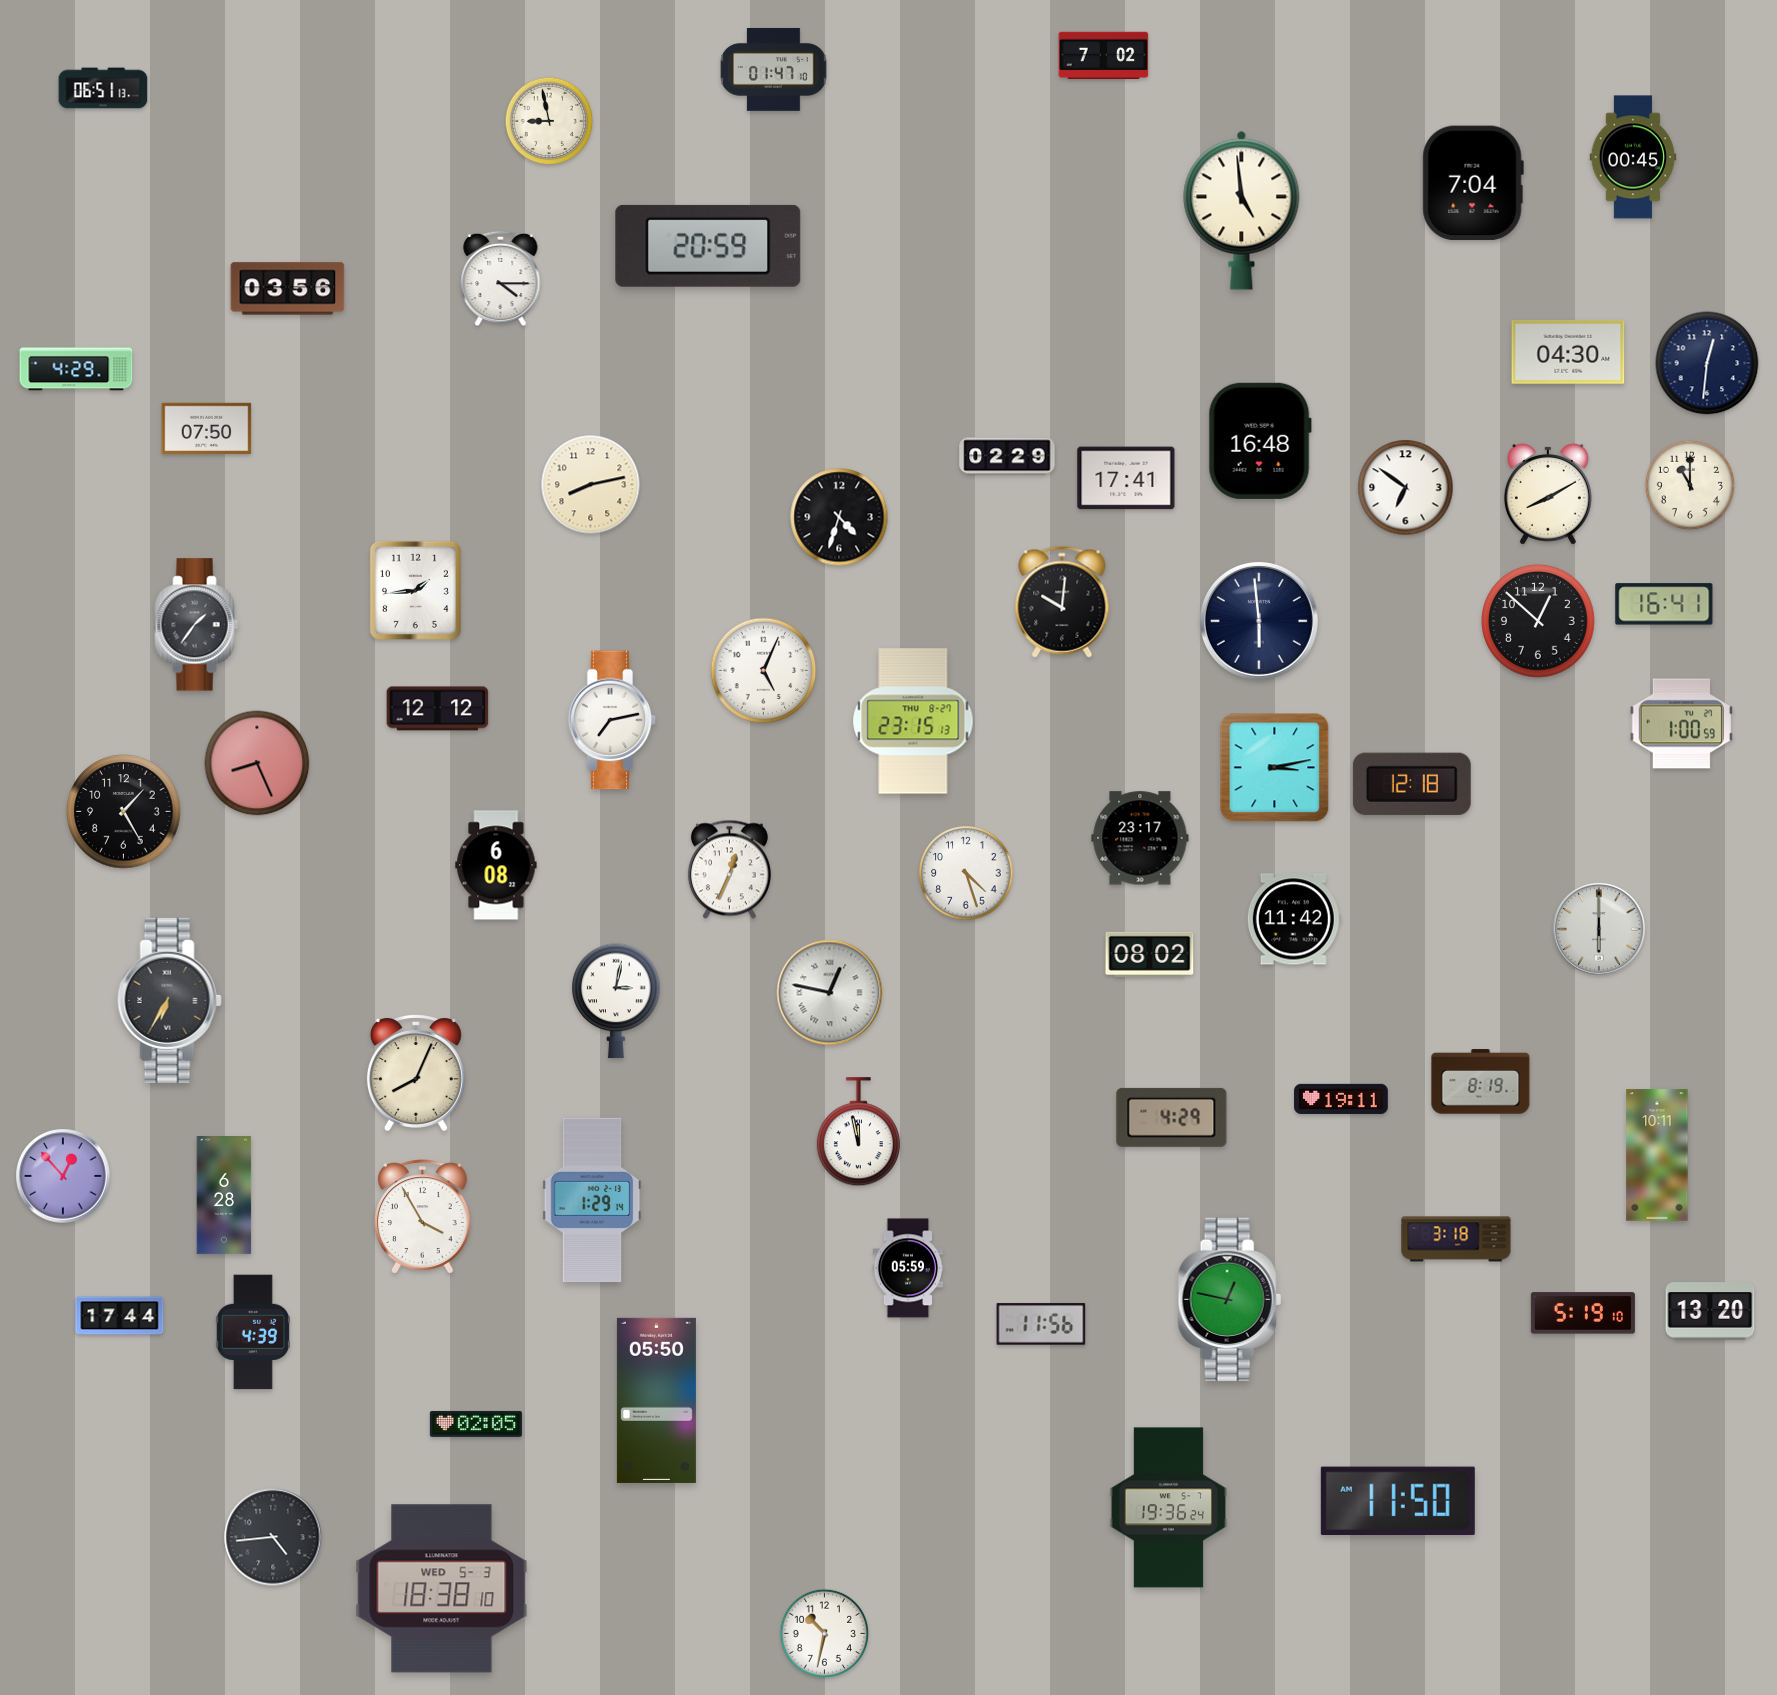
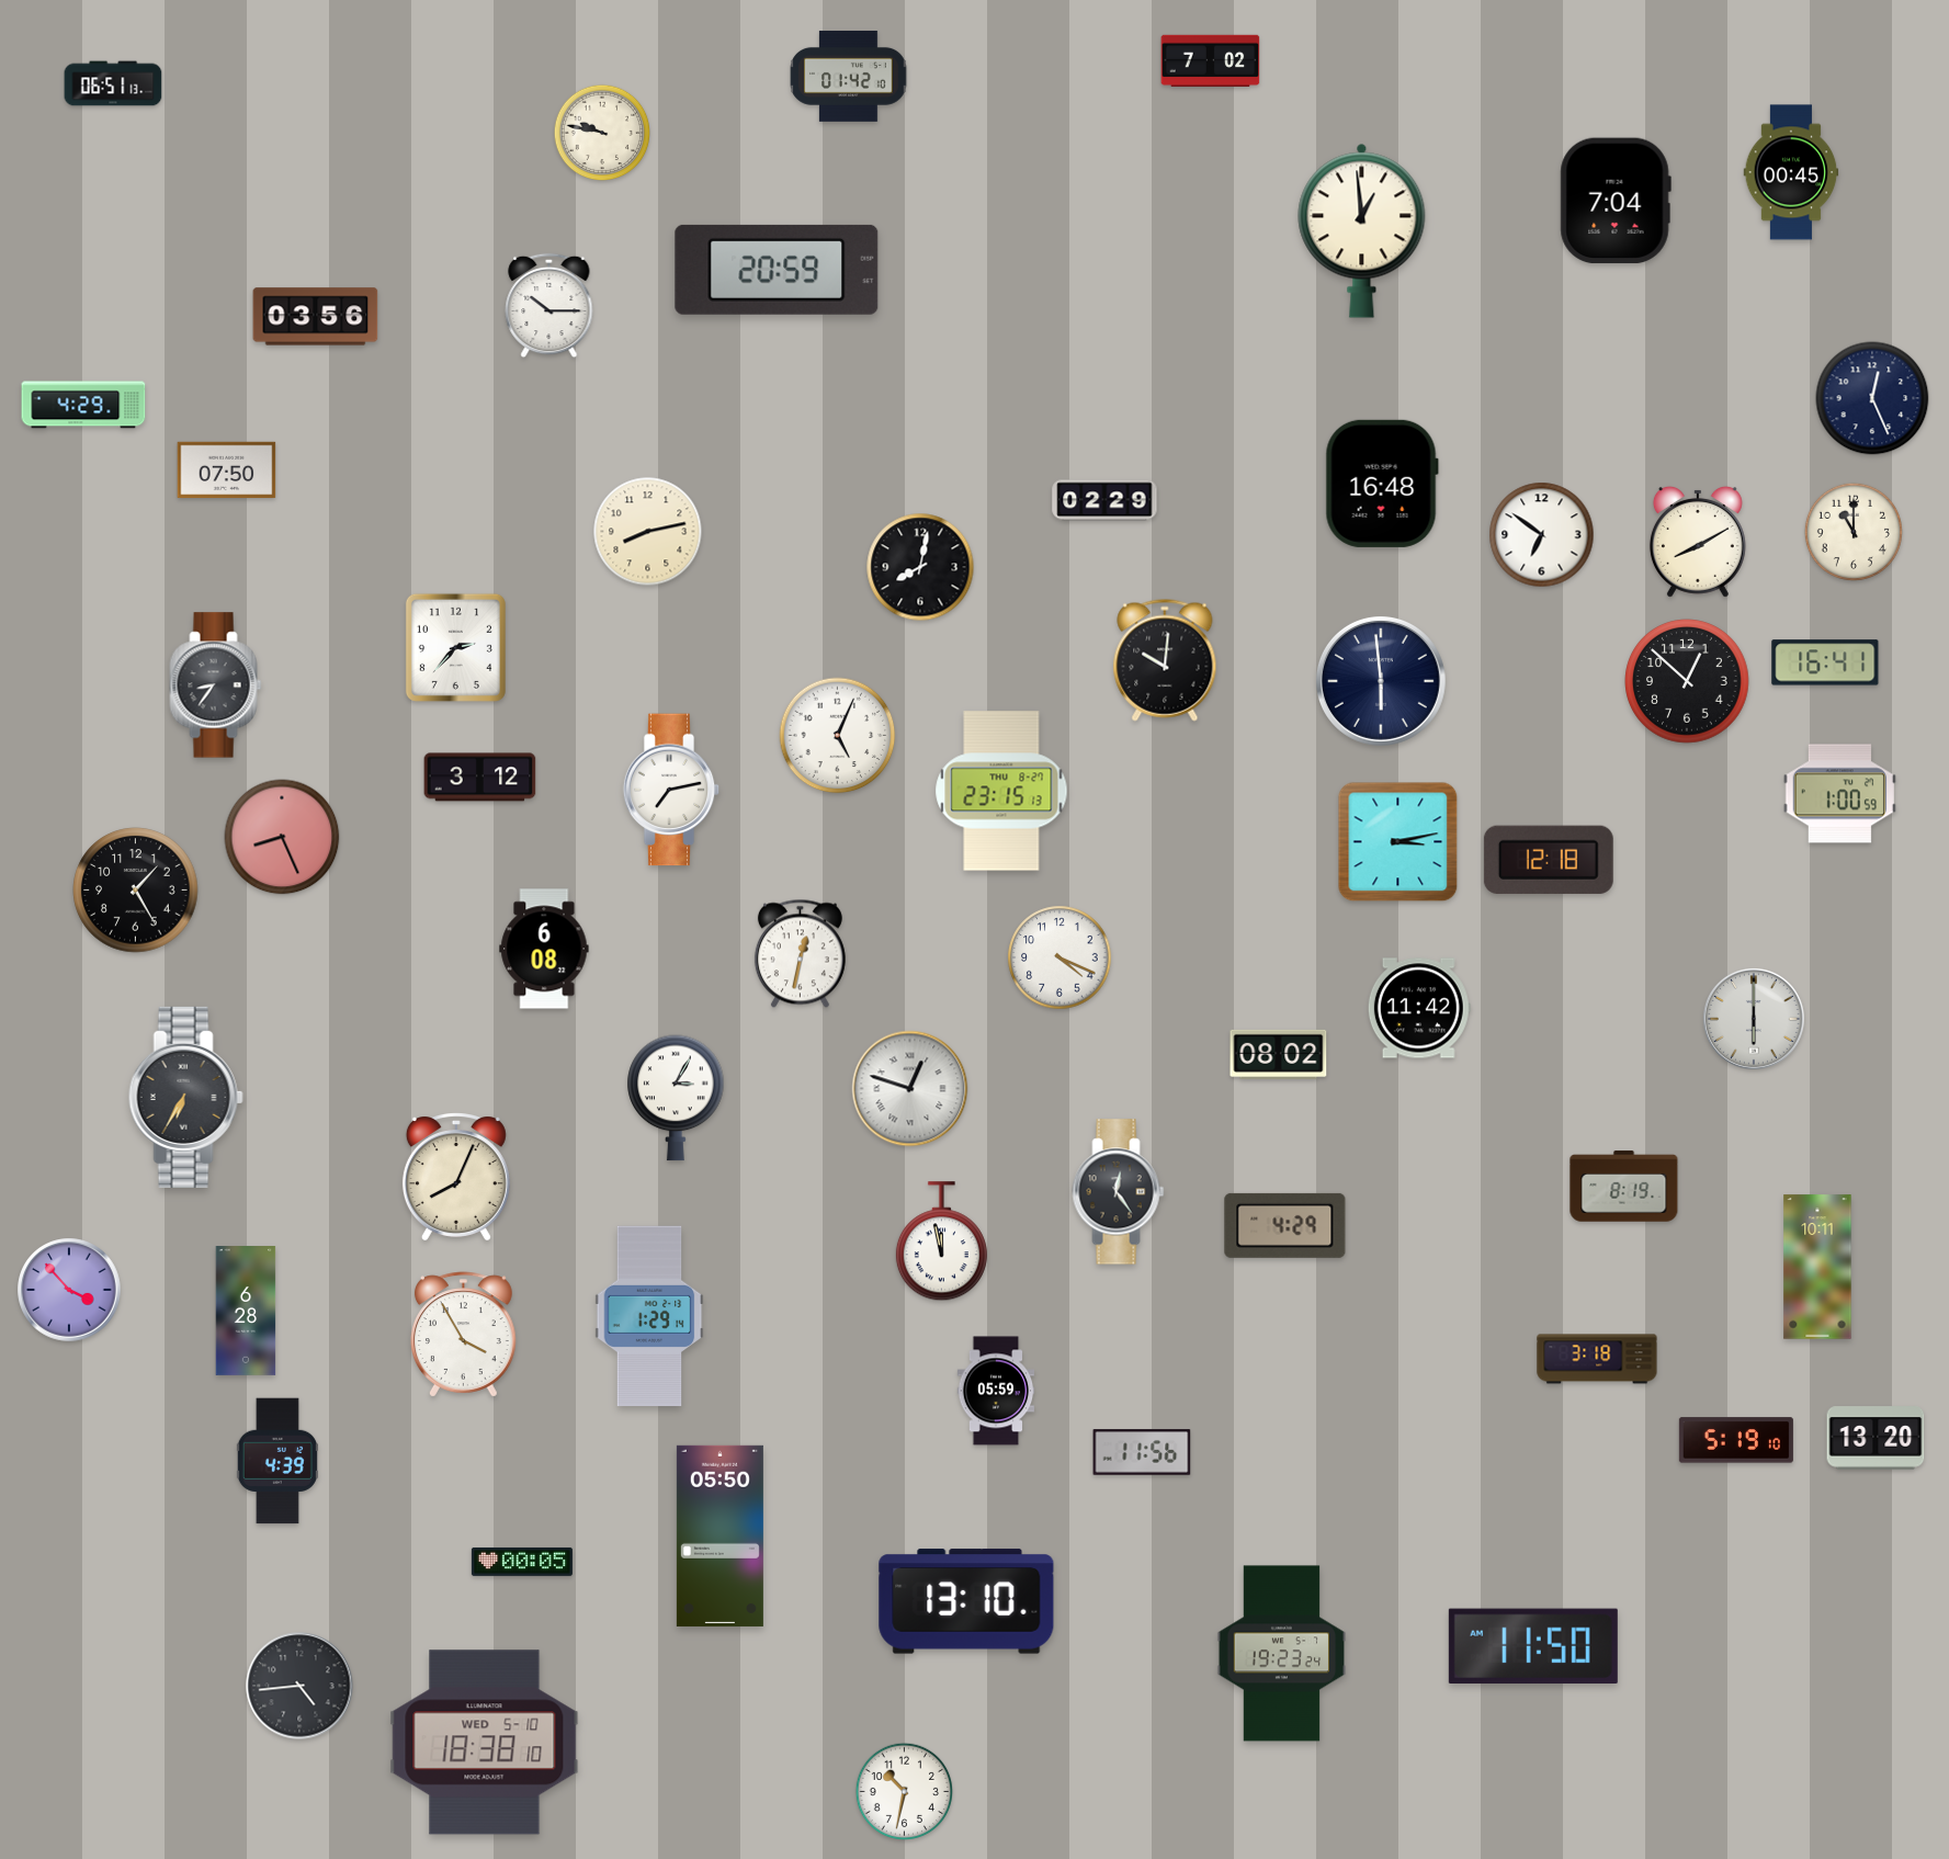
clock at (774, 69): 01:47 -> 01:42
clock at (103, 88) position: (103, 88) -> (113, 83)
clock at (549, 121): 8:58 -> 9:47
clock at (1242, 210): 4:59 -> 12:59
clock at (501, 279): 4:15 -> 10:15
clock at (1568, 352): 04:30 -> none
clock at (1707, 363): 12:31 -> 12:26
clock at (1126, 478): 17:41 -> none
clock at (839, 517): 4:33 -> 8:02
clock at (415, 590): 1:44 -> 2:37
clock at (197, 625): 1:36 -> 8:36
clock at (438, 709): 12:12 -> 3:12
clock at (1681, 724) position: (1681, 724) -> (1839, 794)
clock at (1140, 838): 23:17 -> none
clock at (729, 870): 12:34 -> 12:32
clock at (966, 873): 4:27 -> 4:19
clock at (1150, 954) position: (1150, 954) -> (1279, 1054)
clock at (830, 993): 12:47 -> 12:48
clock at (616, 1001): 3:02 -> 3:05
clock at (1119, 1192): none -> 12:24
clock at (1341, 1099): 19:11 -> none
clock at (63, 1176): 12:53 -> 3:53
clock at (1229, 1300): 12:47 -> none
clock at (120, 1316): 17:44 -> none
clock at (476, 1424): 02:05 -> 00:05
clock at (966, 1601): none -> 13:10
clock at (1169, 1508): 19:36 -> 19:23
clock at (442, 1589) date: WED 5-3 -> WED 5-10
